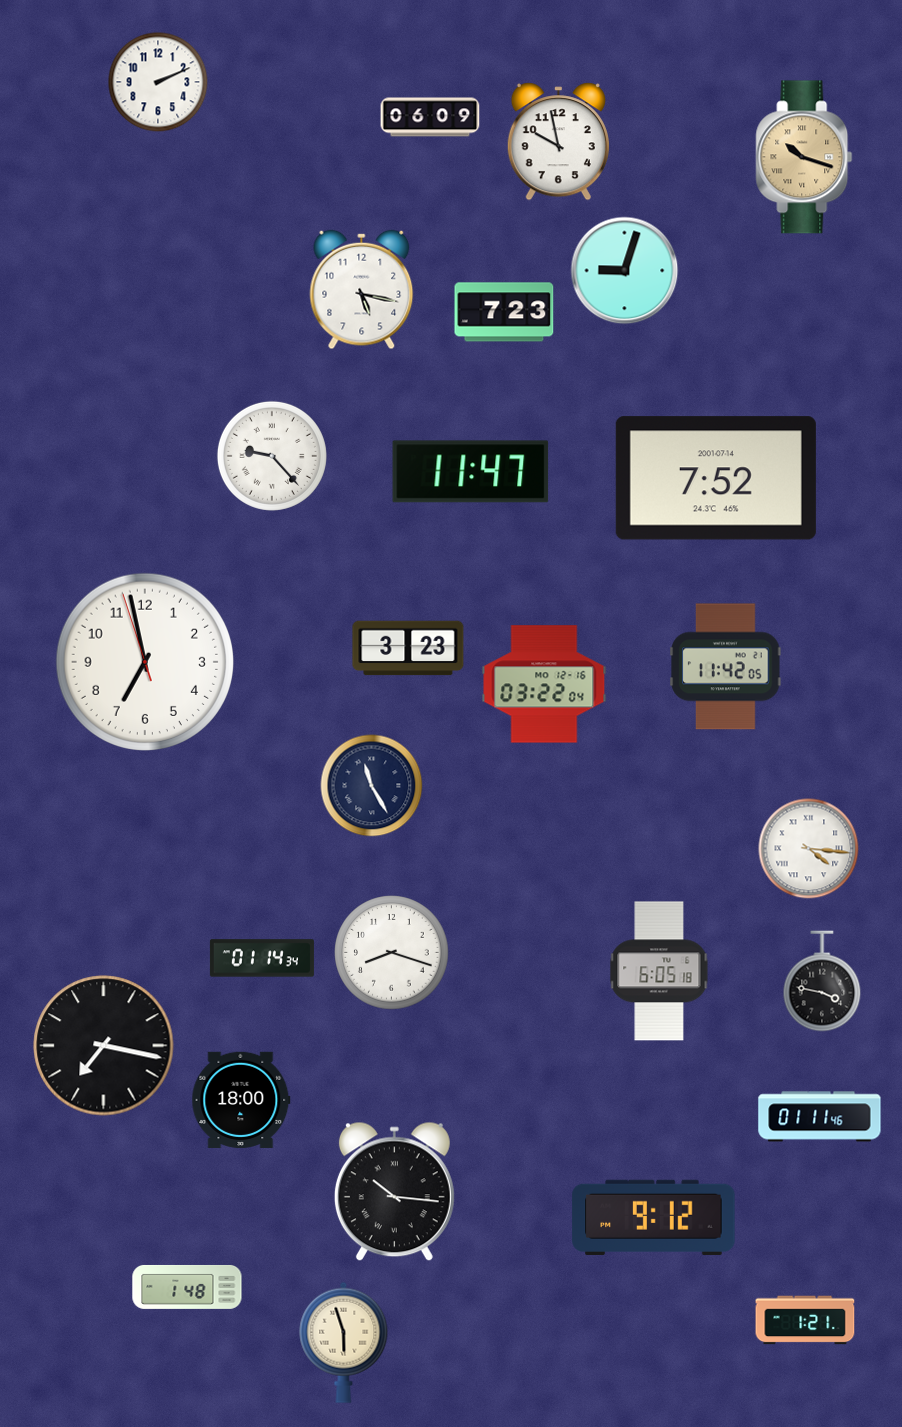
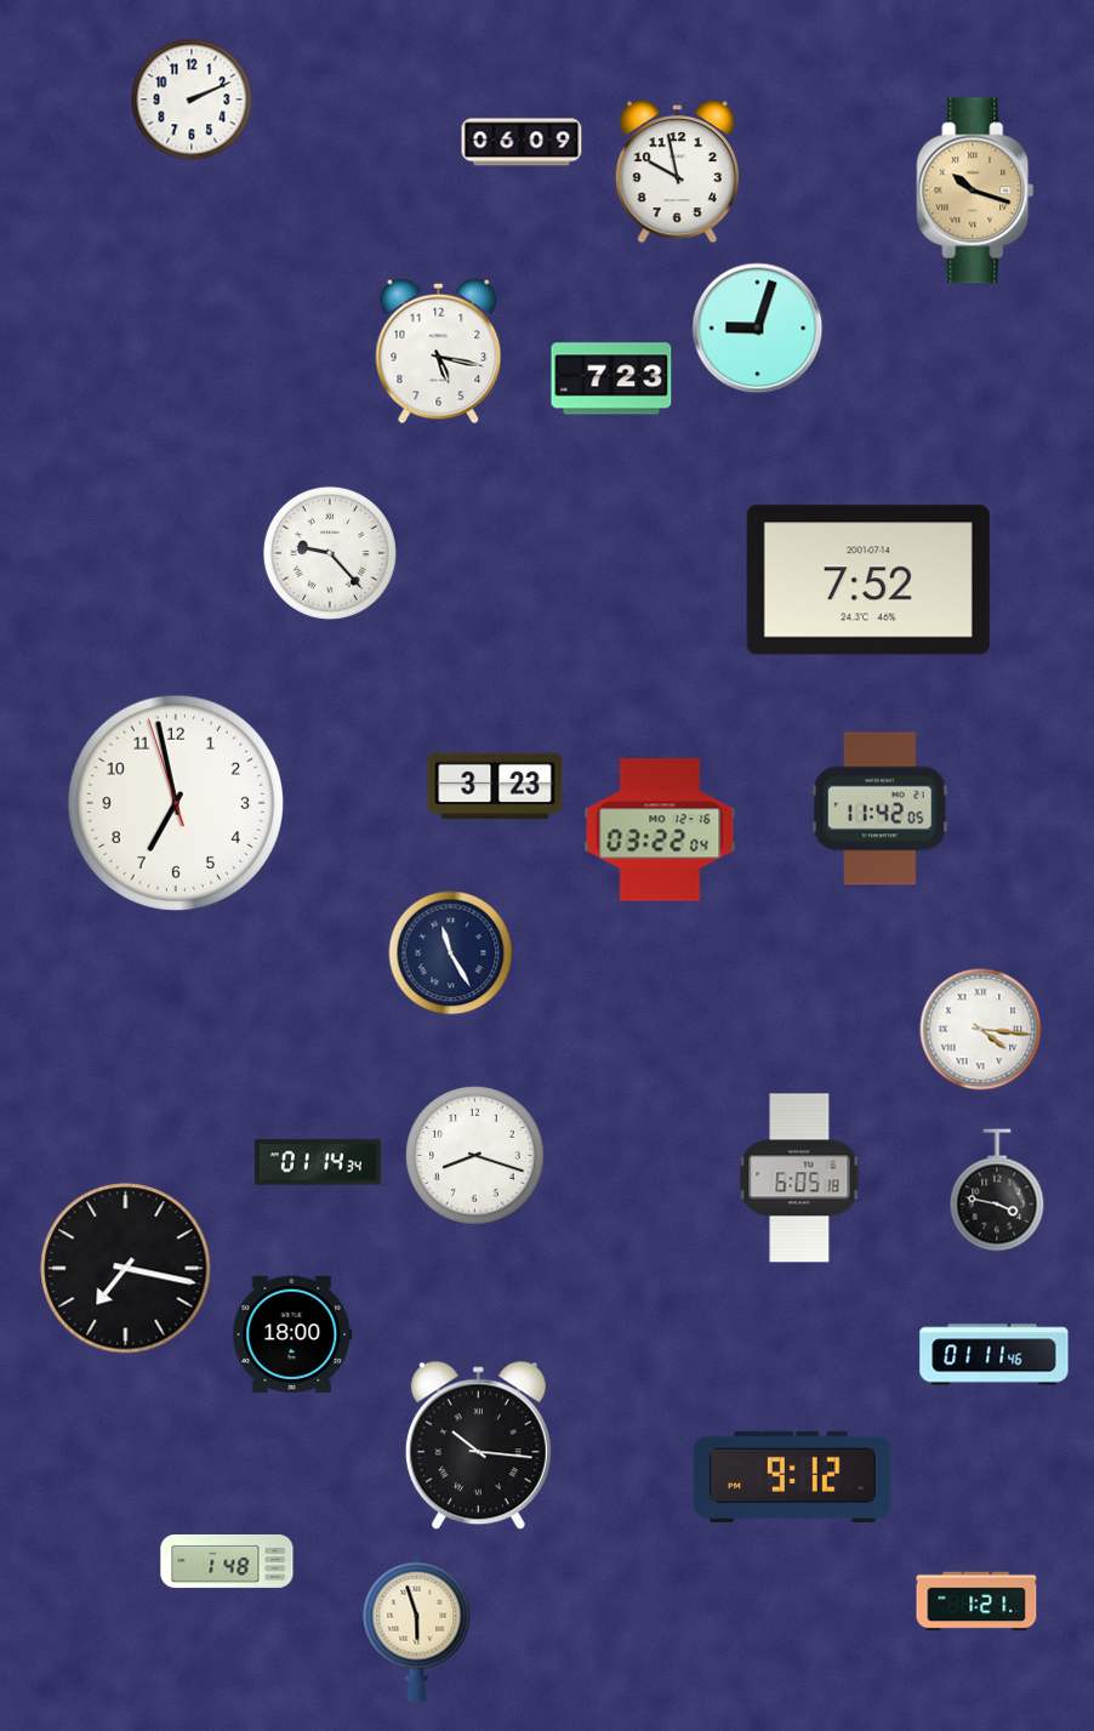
clock at (471, 472): 11:47 -> none
